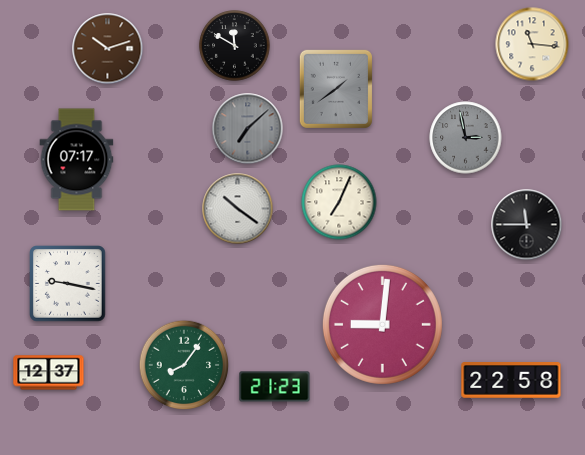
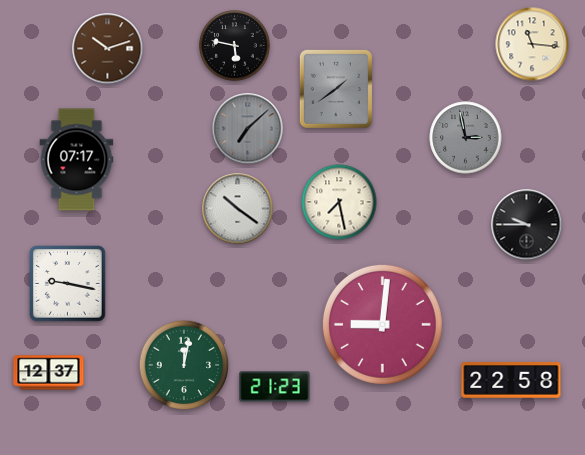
clock at (235, 46): 11:50 -> 5:47
clock at (339, 202): 7:04 -> 7:28
clock at (527, 225): 11:45 -> 9:45
clock at (184, 365): 8:06 -> 12:02
